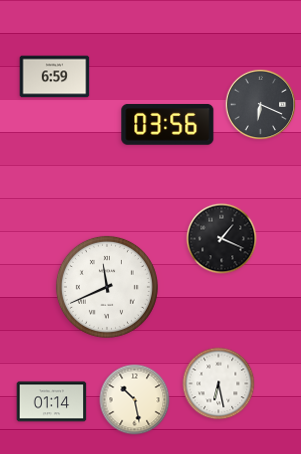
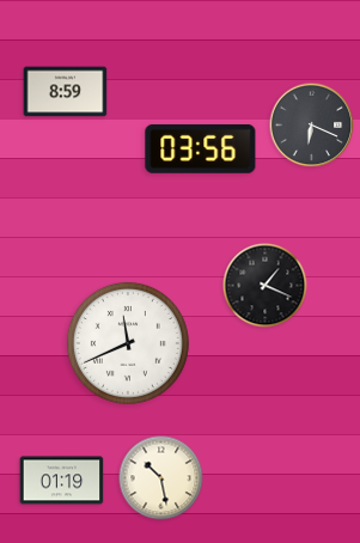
clock at (55, 77): 6:59 -> 8:59
clock at (219, 384): 6:28 -> none
clock at (52, 402): 01:14 -> 01:19
